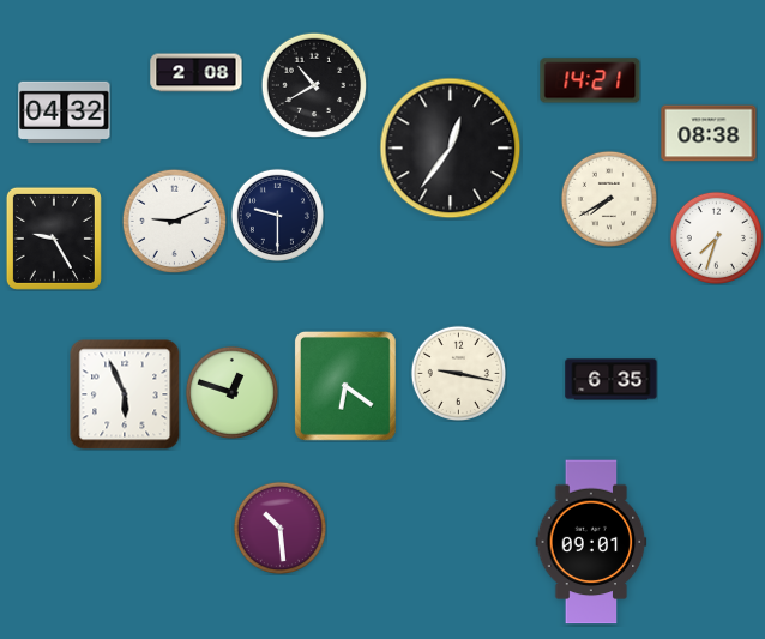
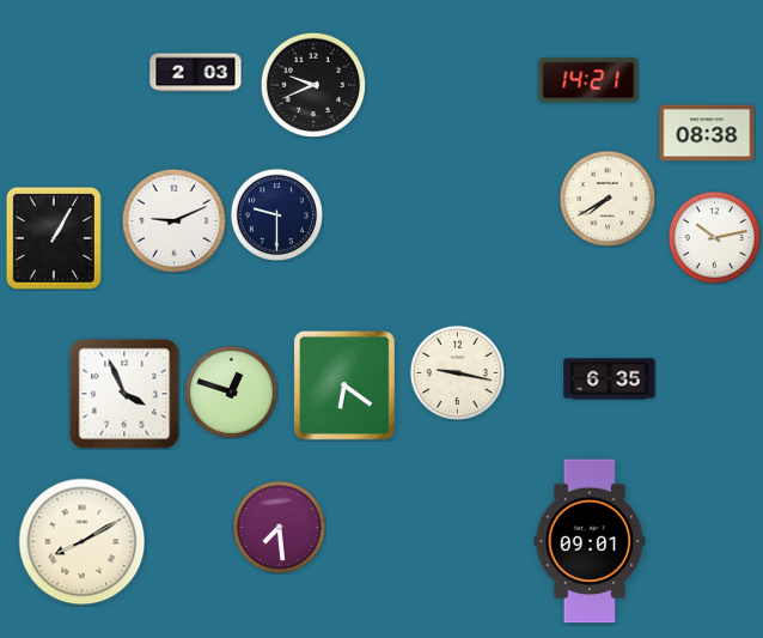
clock at (197, 73): 2:08 -> 2:03
clock at (314, 85): 10:40 -> 9:41
clock at (65, 111): 04:32 -> none
clock at (451, 149): 12:36 -> none
clock at (716, 237): 7:33 -> 10:13
clock at (54, 239): 9:25 -> 1:05
clock at (125, 394): 5:56 -> 3:56
clock at (279, 528): 10:29 -> 7:29
clock at (83, 542): none -> 8:10
